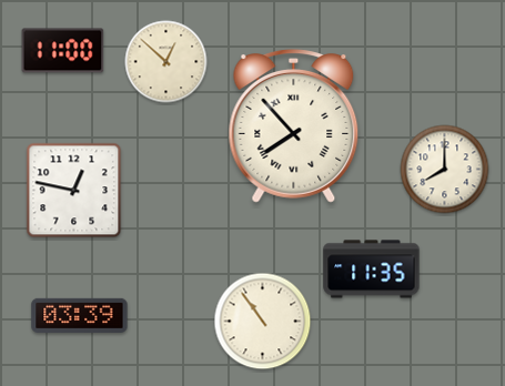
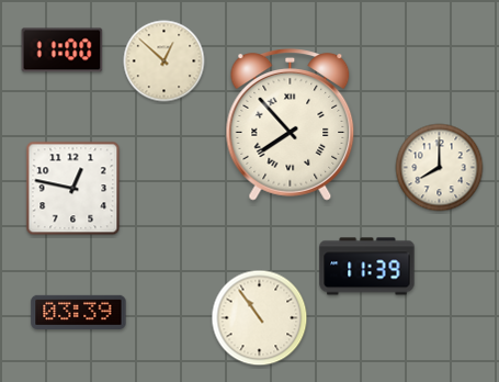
clock at (372, 270): 11:35 -> 11:39
